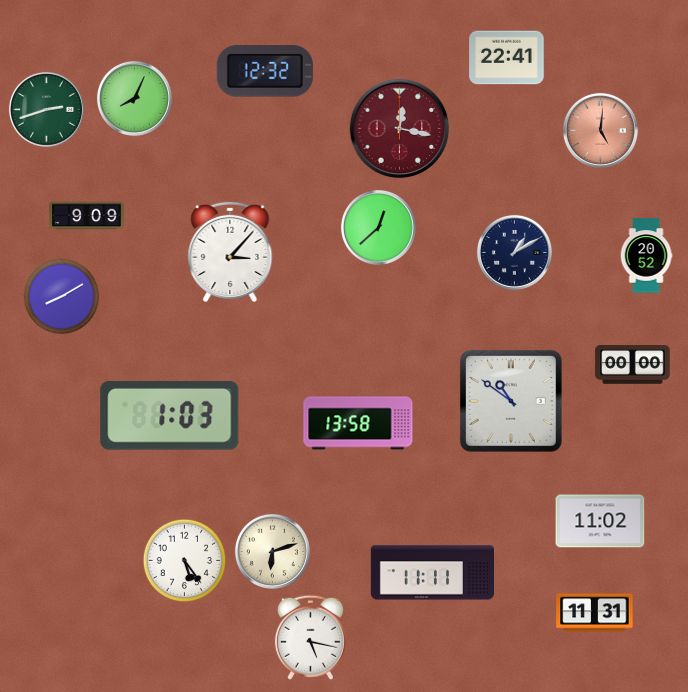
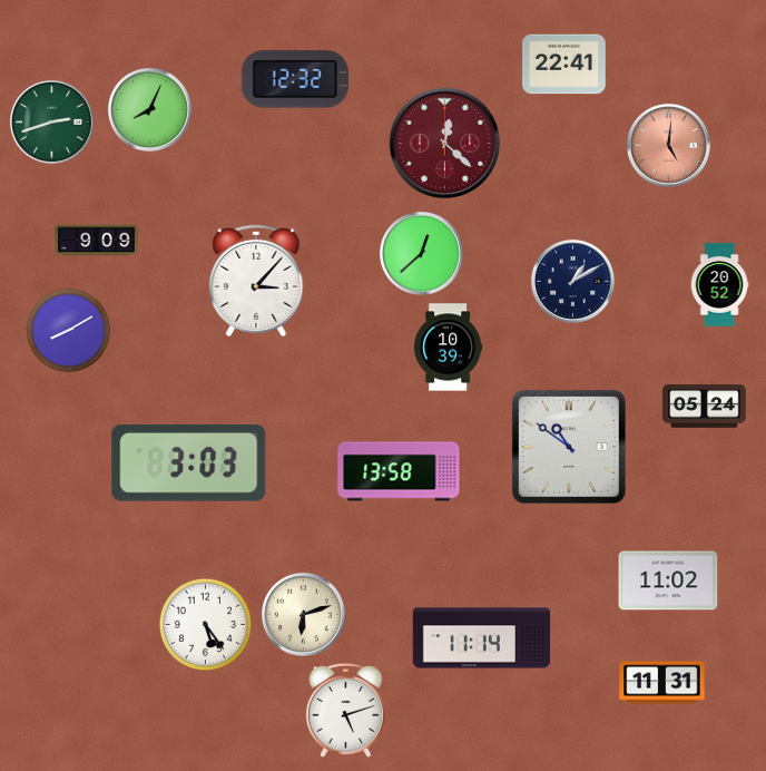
clock at (400, 129): 12:17 -> 12:22
clock at (449, 348): none -> 10:39
clock at (633, 365): 00:00 -> 05:24
clock at (170, 415): 1:03 -> 3:03
clock at (432, 573): 11:11 -> 11:14
clock at (310, 637): 5:17 -> 5:12
